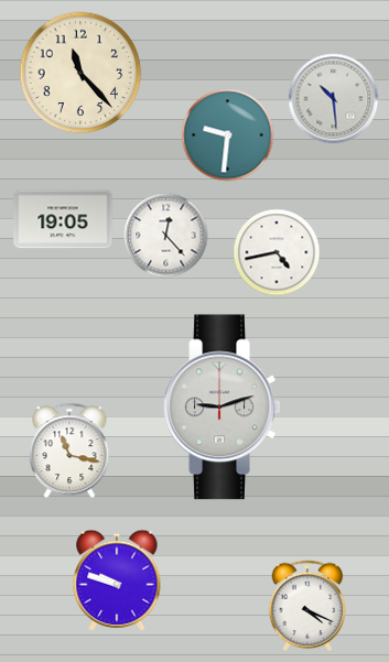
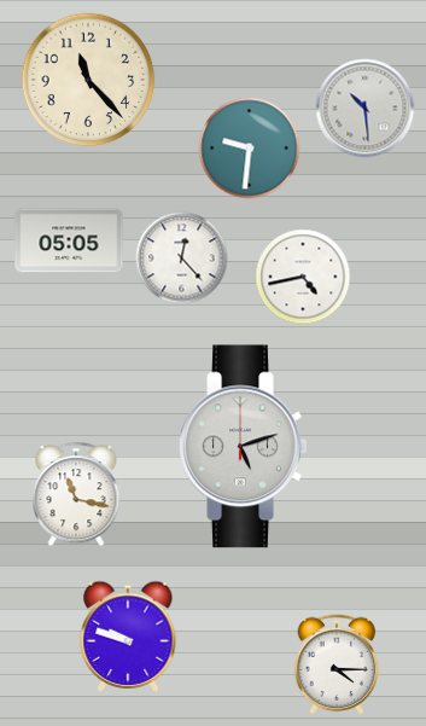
clock at (63, 219): 19:05 -> 05:05
clock at (223, 408): 9:12 -> 5:12
clock at (307, 606): 4:19 -> 4:15
